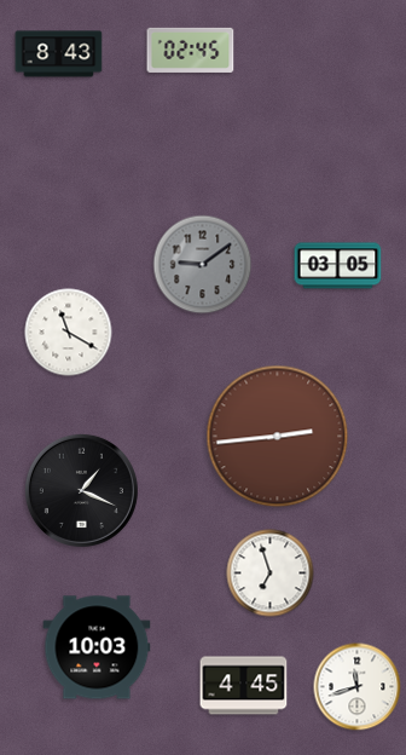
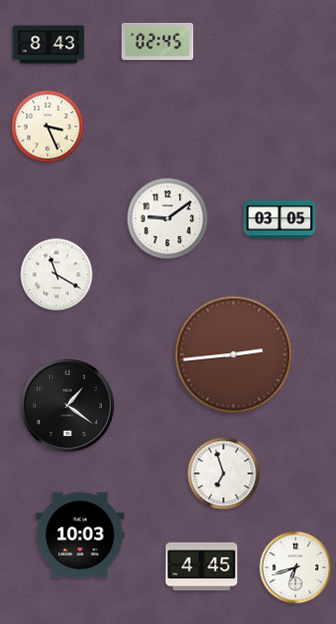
clock at (48, 127): none -> 3:26
clock at (203, 265) dial: grey -> white
clock at (278, 437) position: (278, 437) -> (234, 355)
clock at (81, 490): 1:19 -> 1:21
clock at (358, 687): 11:42 -> 6:42
